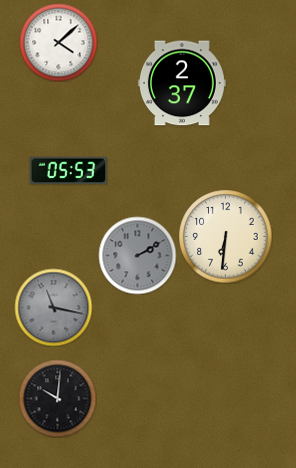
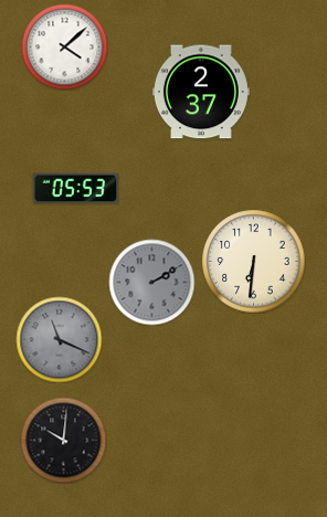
clock at (225, 236) position: (225, 236) -> (253, 261)
clock at (53, 307): 11:17 -> 11:19
